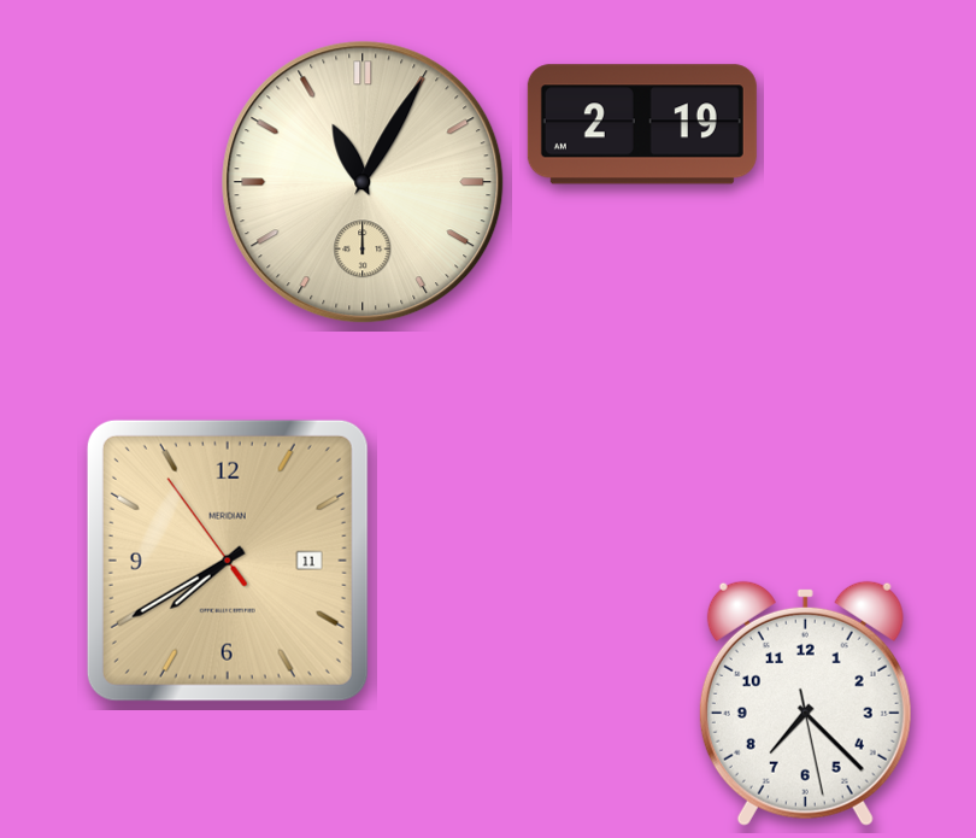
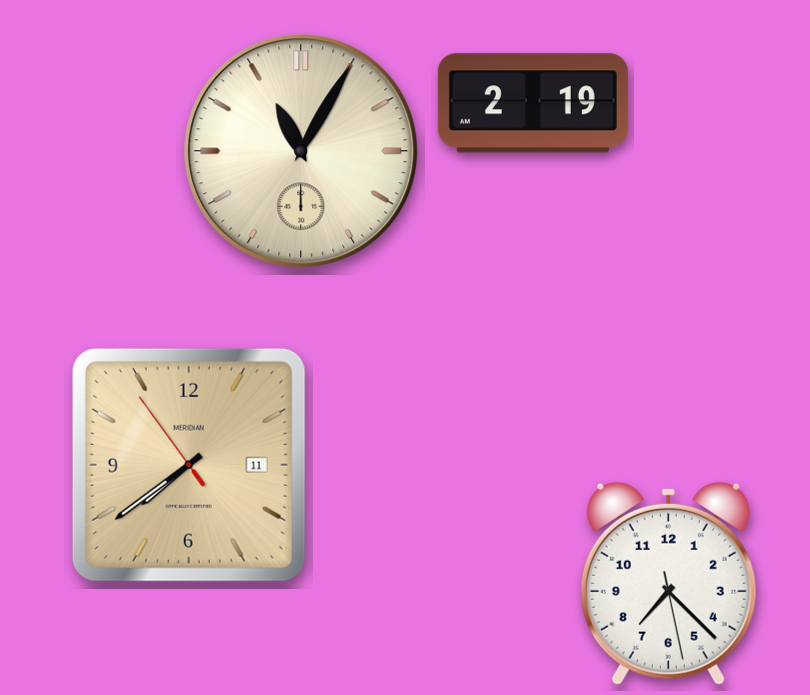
clock at (228, 561): 7:39 -> 7:38
